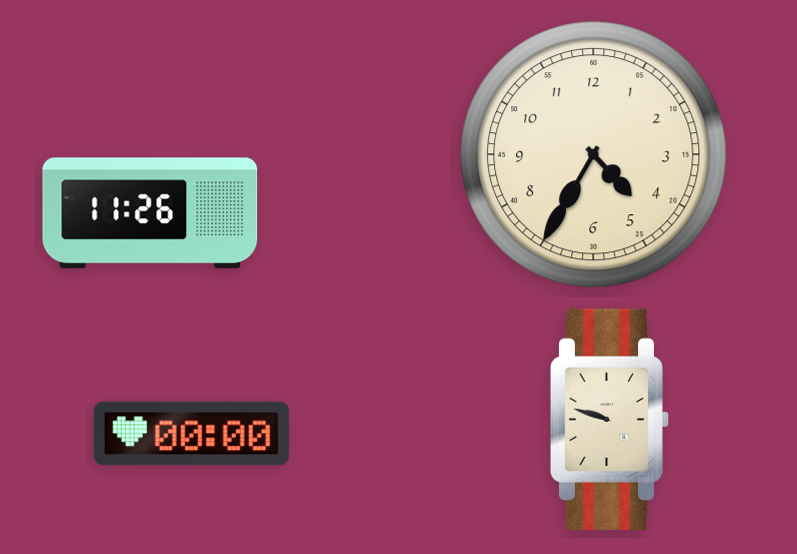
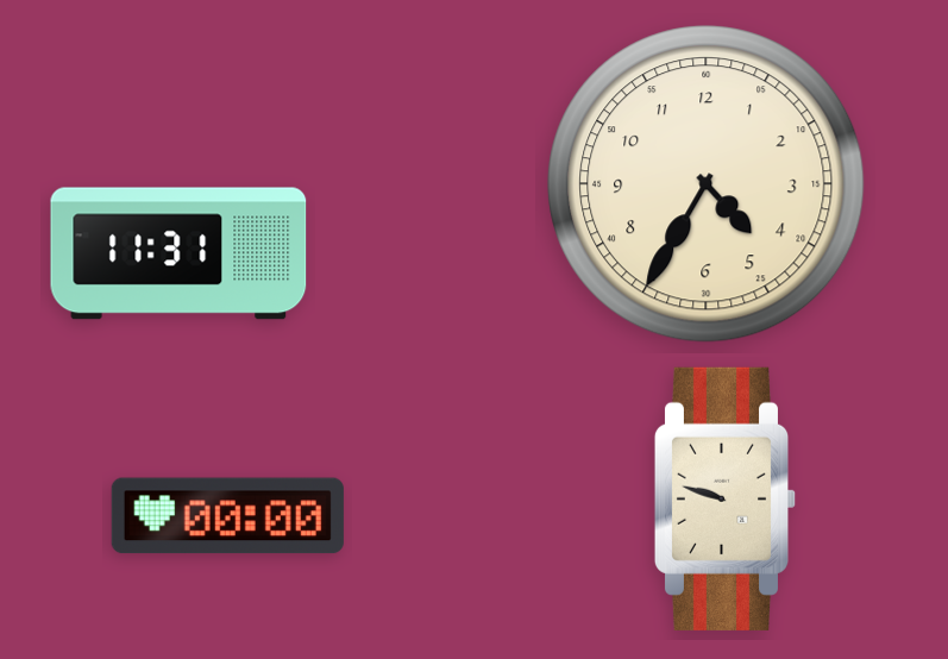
clock at (150, 213): 11:26 -> 11:31
